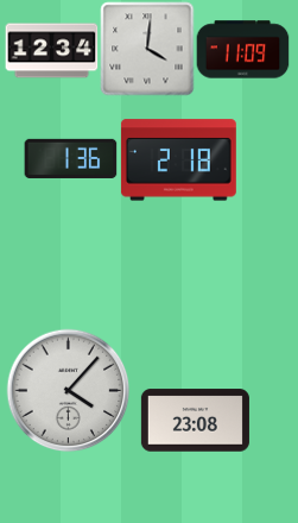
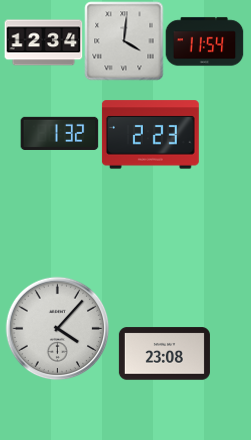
clock at (242, 50): 11:09 -> 11:54
clock at (70, 158): 1:36 -> 1:32
clock at (178, 160): 2:18 -> 2:23
